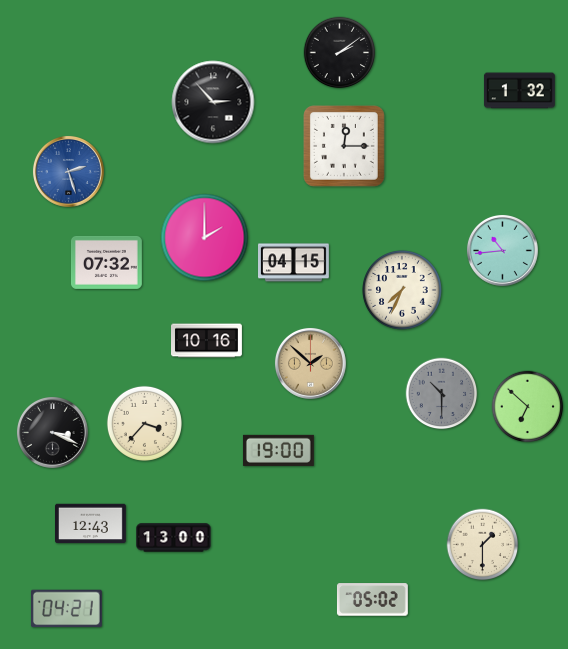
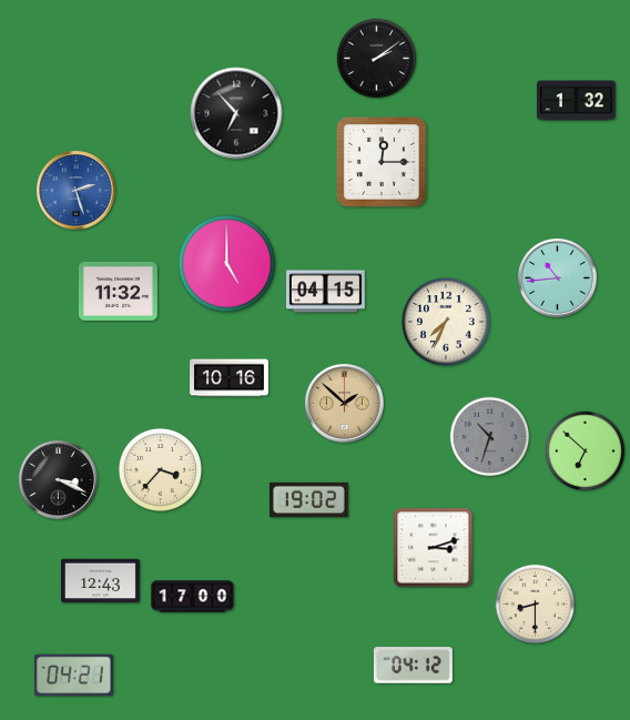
clock at (213, 102): 2:53 -> 6:53
clock at (205, 238): 2:00 -> 5:00
clock at (106, 262): 07:32 -> 11:32
clock at (442, 394): 10:30 -> 10:33
clock at (278, 450): 19:00 -> 19:02
clock at (434, 548): none -> 3:12
clock at (174, 538): 13:00 -> 17:00
clock at (483, 545): 1:30 -> 8:30
clock at (372, 600): 05:02 -> 04:12
